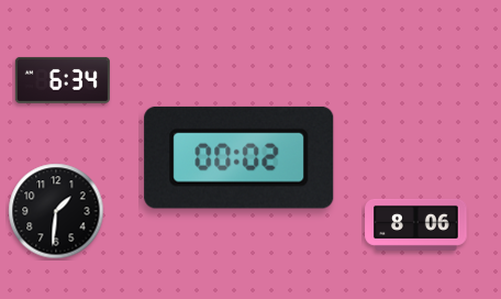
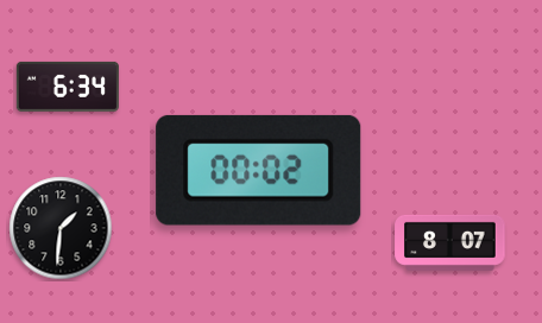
clock at (416, 224): 8:06 -> 8:07
